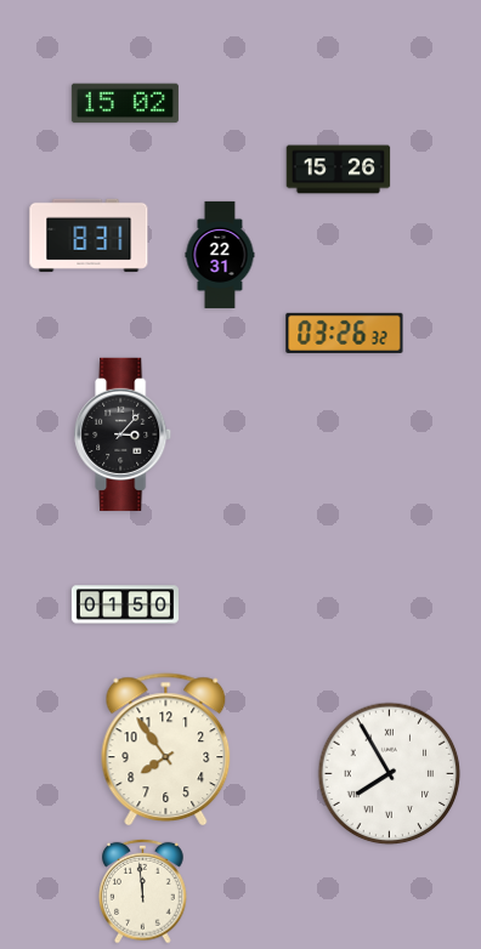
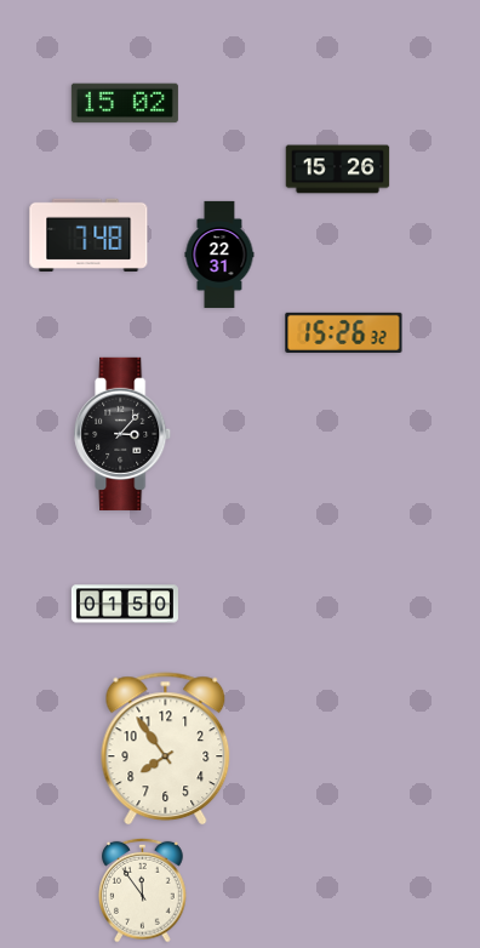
clock at (89, 235): 8:31 -> 7:48
clock at (345, 333): 03:26 -> 15:26
clock at (390, 774): 7:55 -> none
clock at (143, 891): 11:59 -> 11:54
